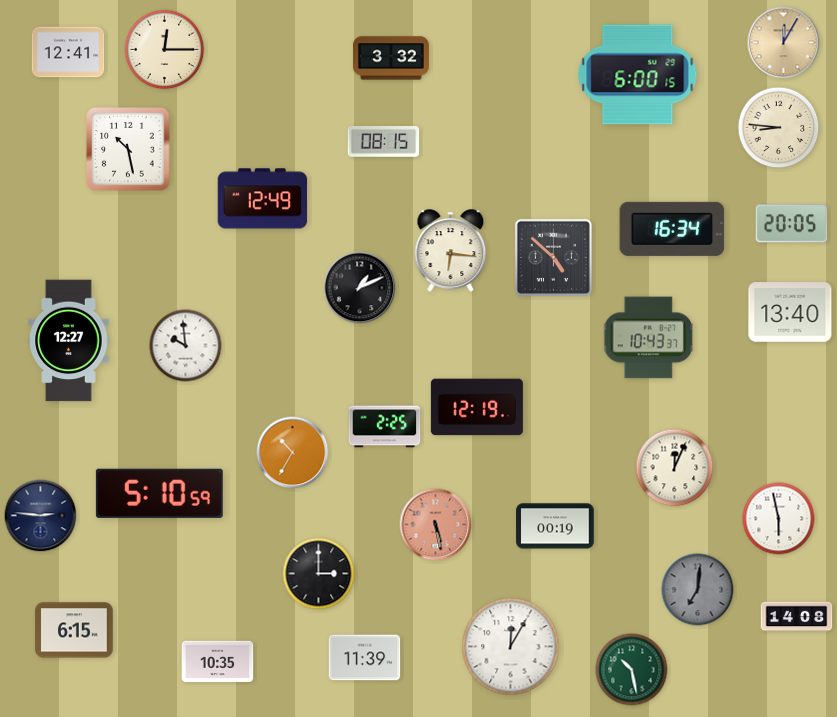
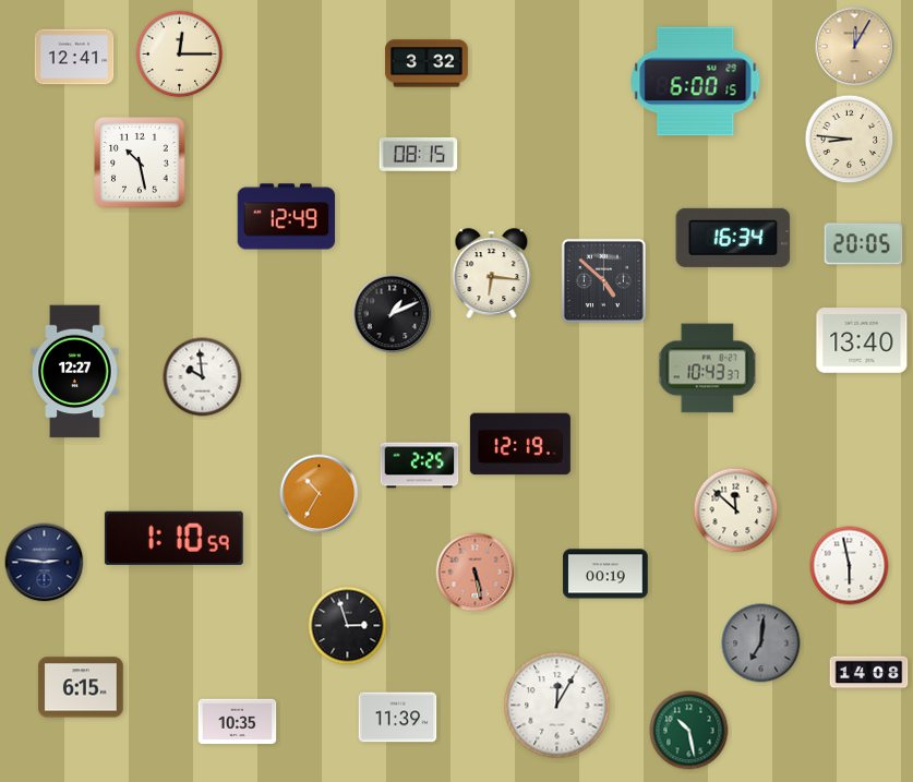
clock at (672, 229) position: (672, 229) -> (733, 238)
clock at (675, 468): 12:04 -> 11:52
clock at (159, 493): 5:10 -> 1:10
clock at (319, 574): 3:00 -> 2:57
